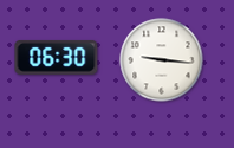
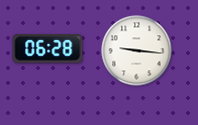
clock at (57, 57): 06:30 -> 06:28
